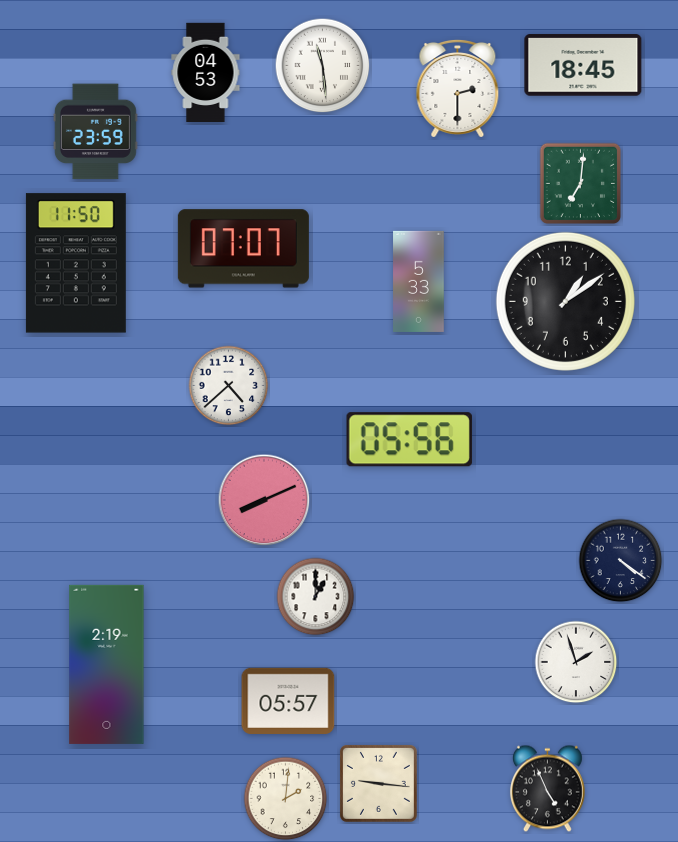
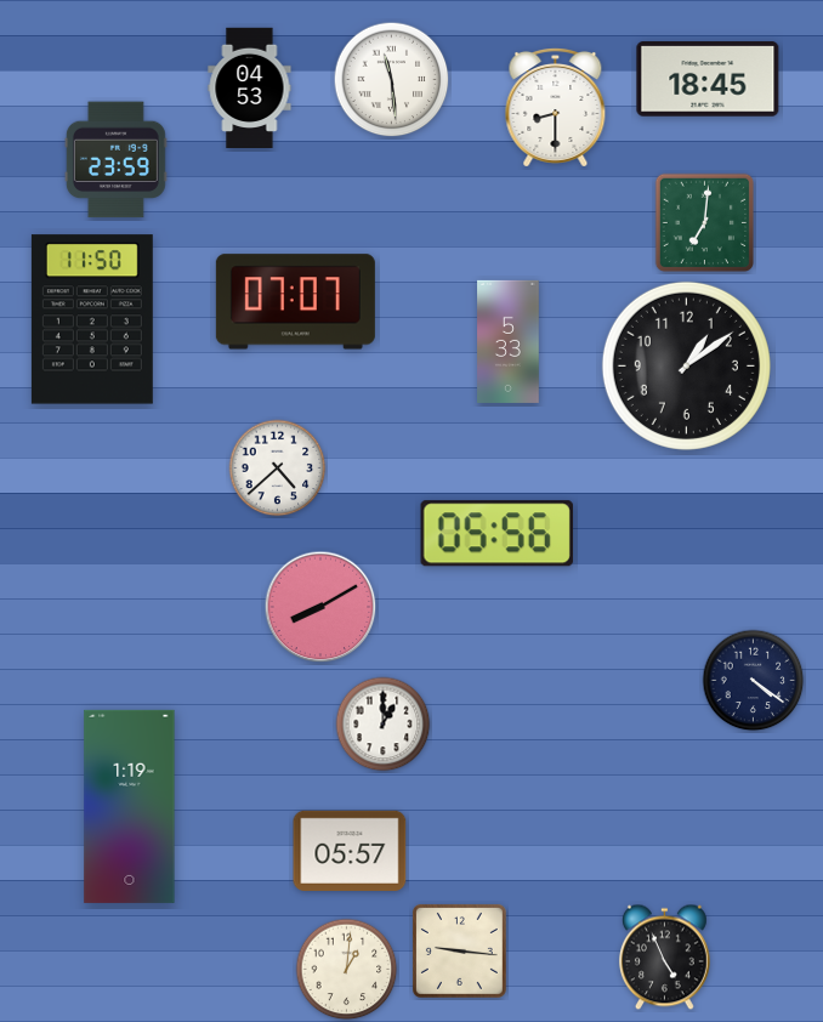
clock at (458, 88): 2:30 -> 8:30
clock at (264, 500): 8:11 -> 8:10
clock at (576, 662): 1:57 -> none
clock at (107, 664): 2:19 -> 1:19
clock at (286, 799): 2:01 -> 1:01
